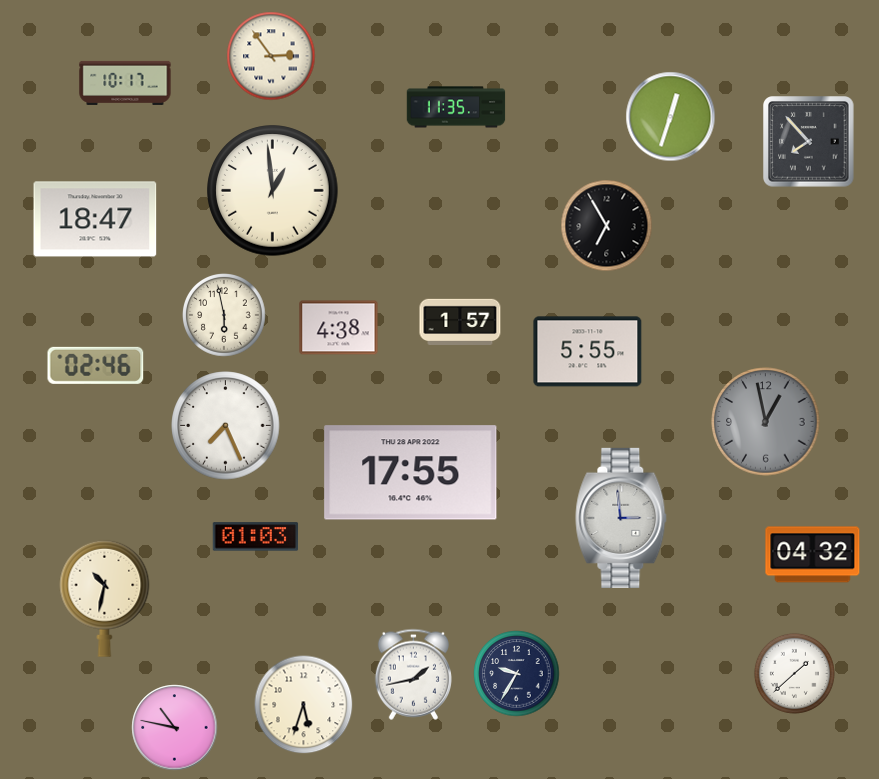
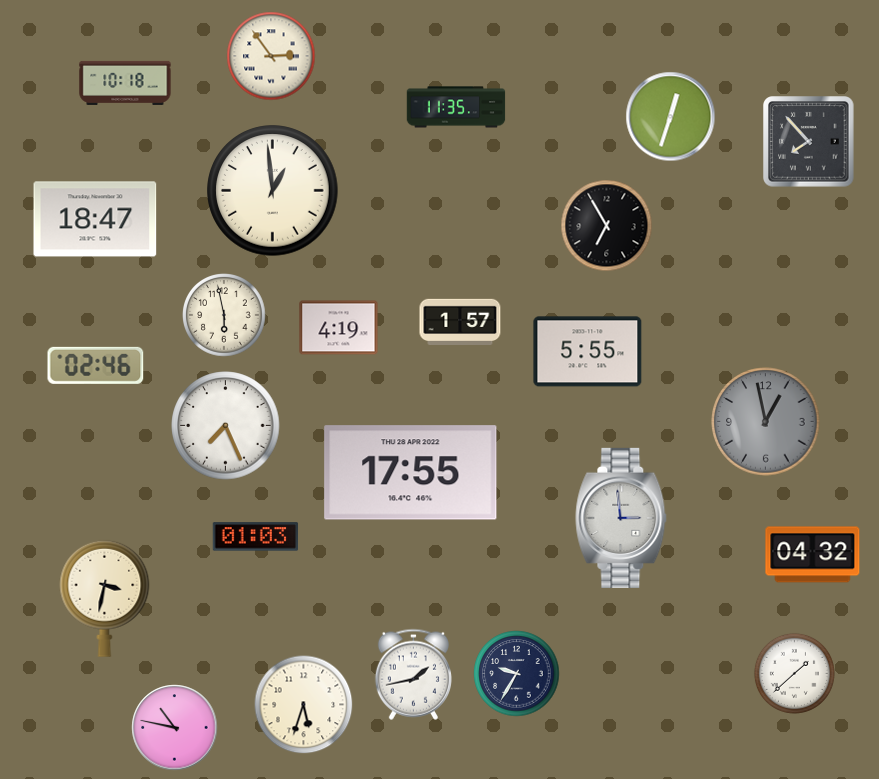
clock at (125, 83): 10:17 -> 10:18
clock at (339, 328): 4:38 -> 4:19
clock at (105, 598): 10:32 -> 3:32
